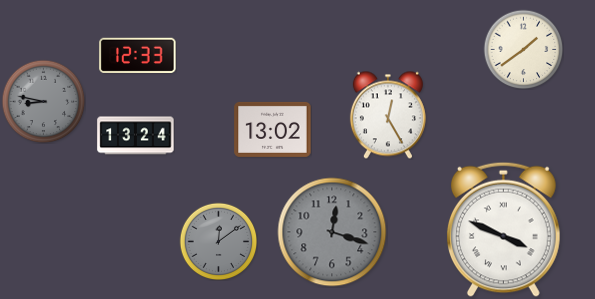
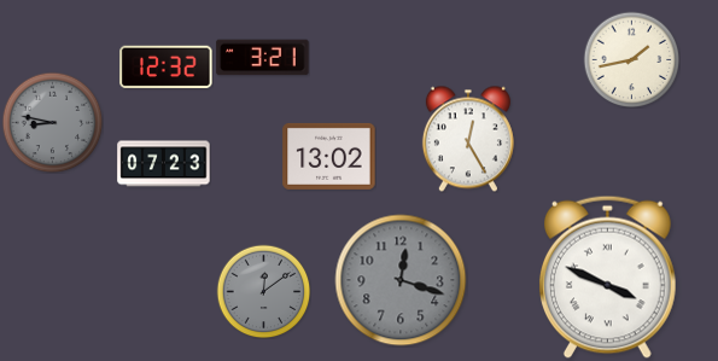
clock at (263, 58): none -> 3:21
clock at (523, 49): 1:39 -> 1:43
clock at (138, 55): 12:33 -> 12:32
clock at (136, 136): 13:24 -> 07:23
